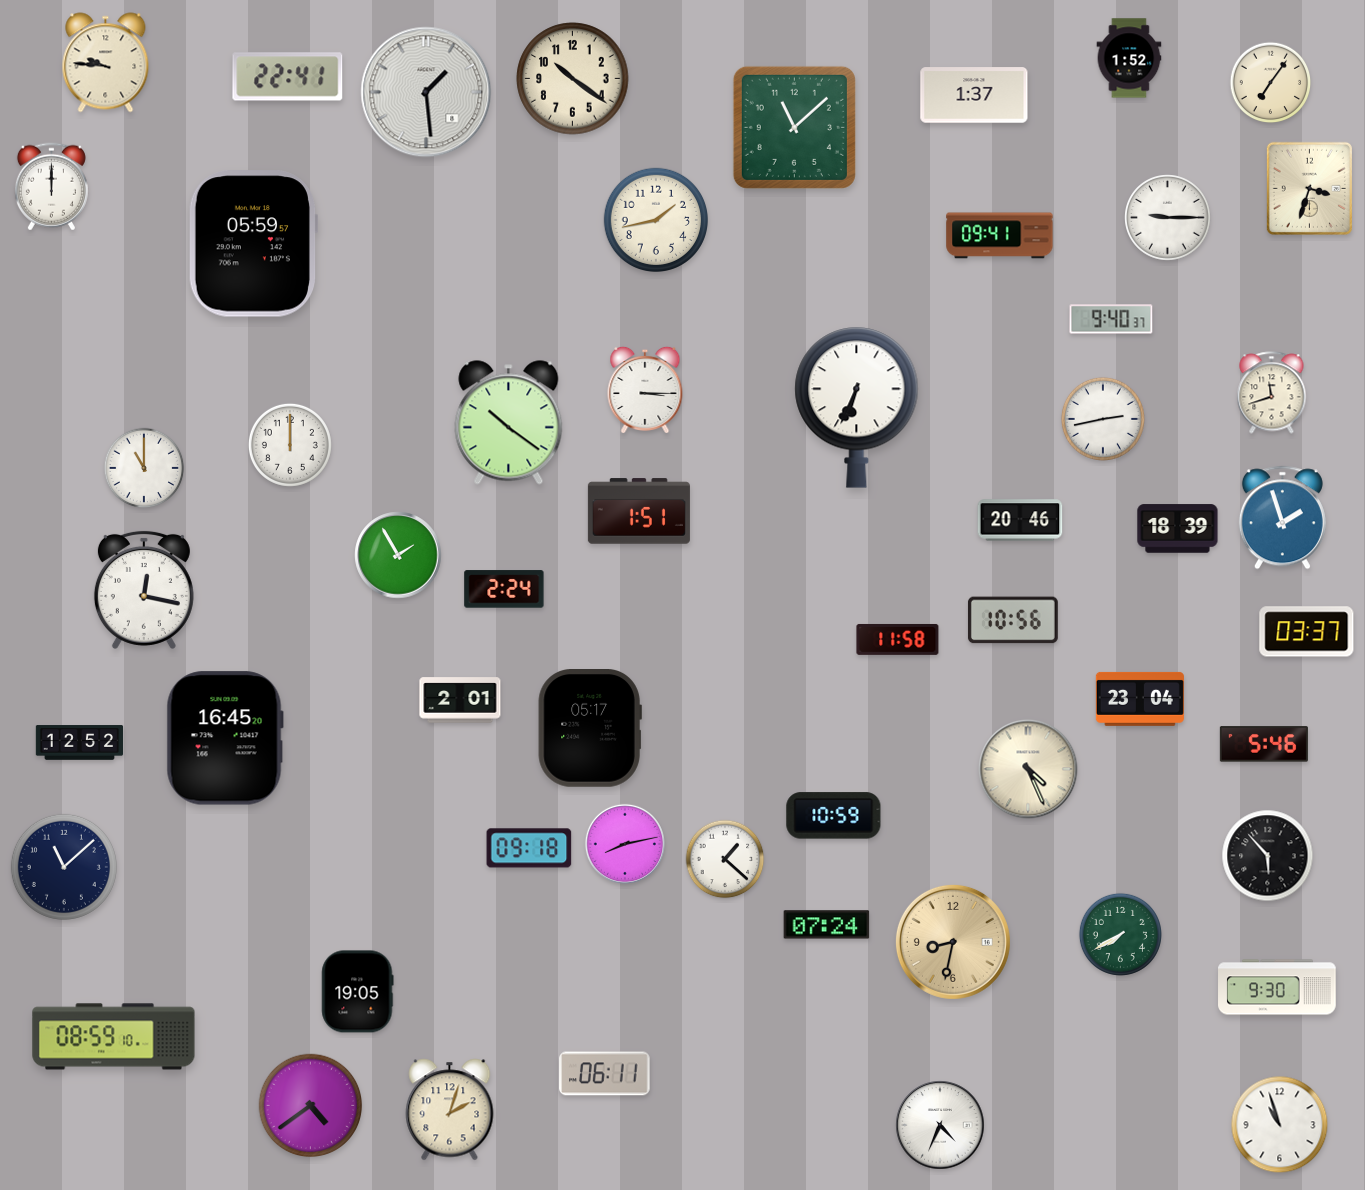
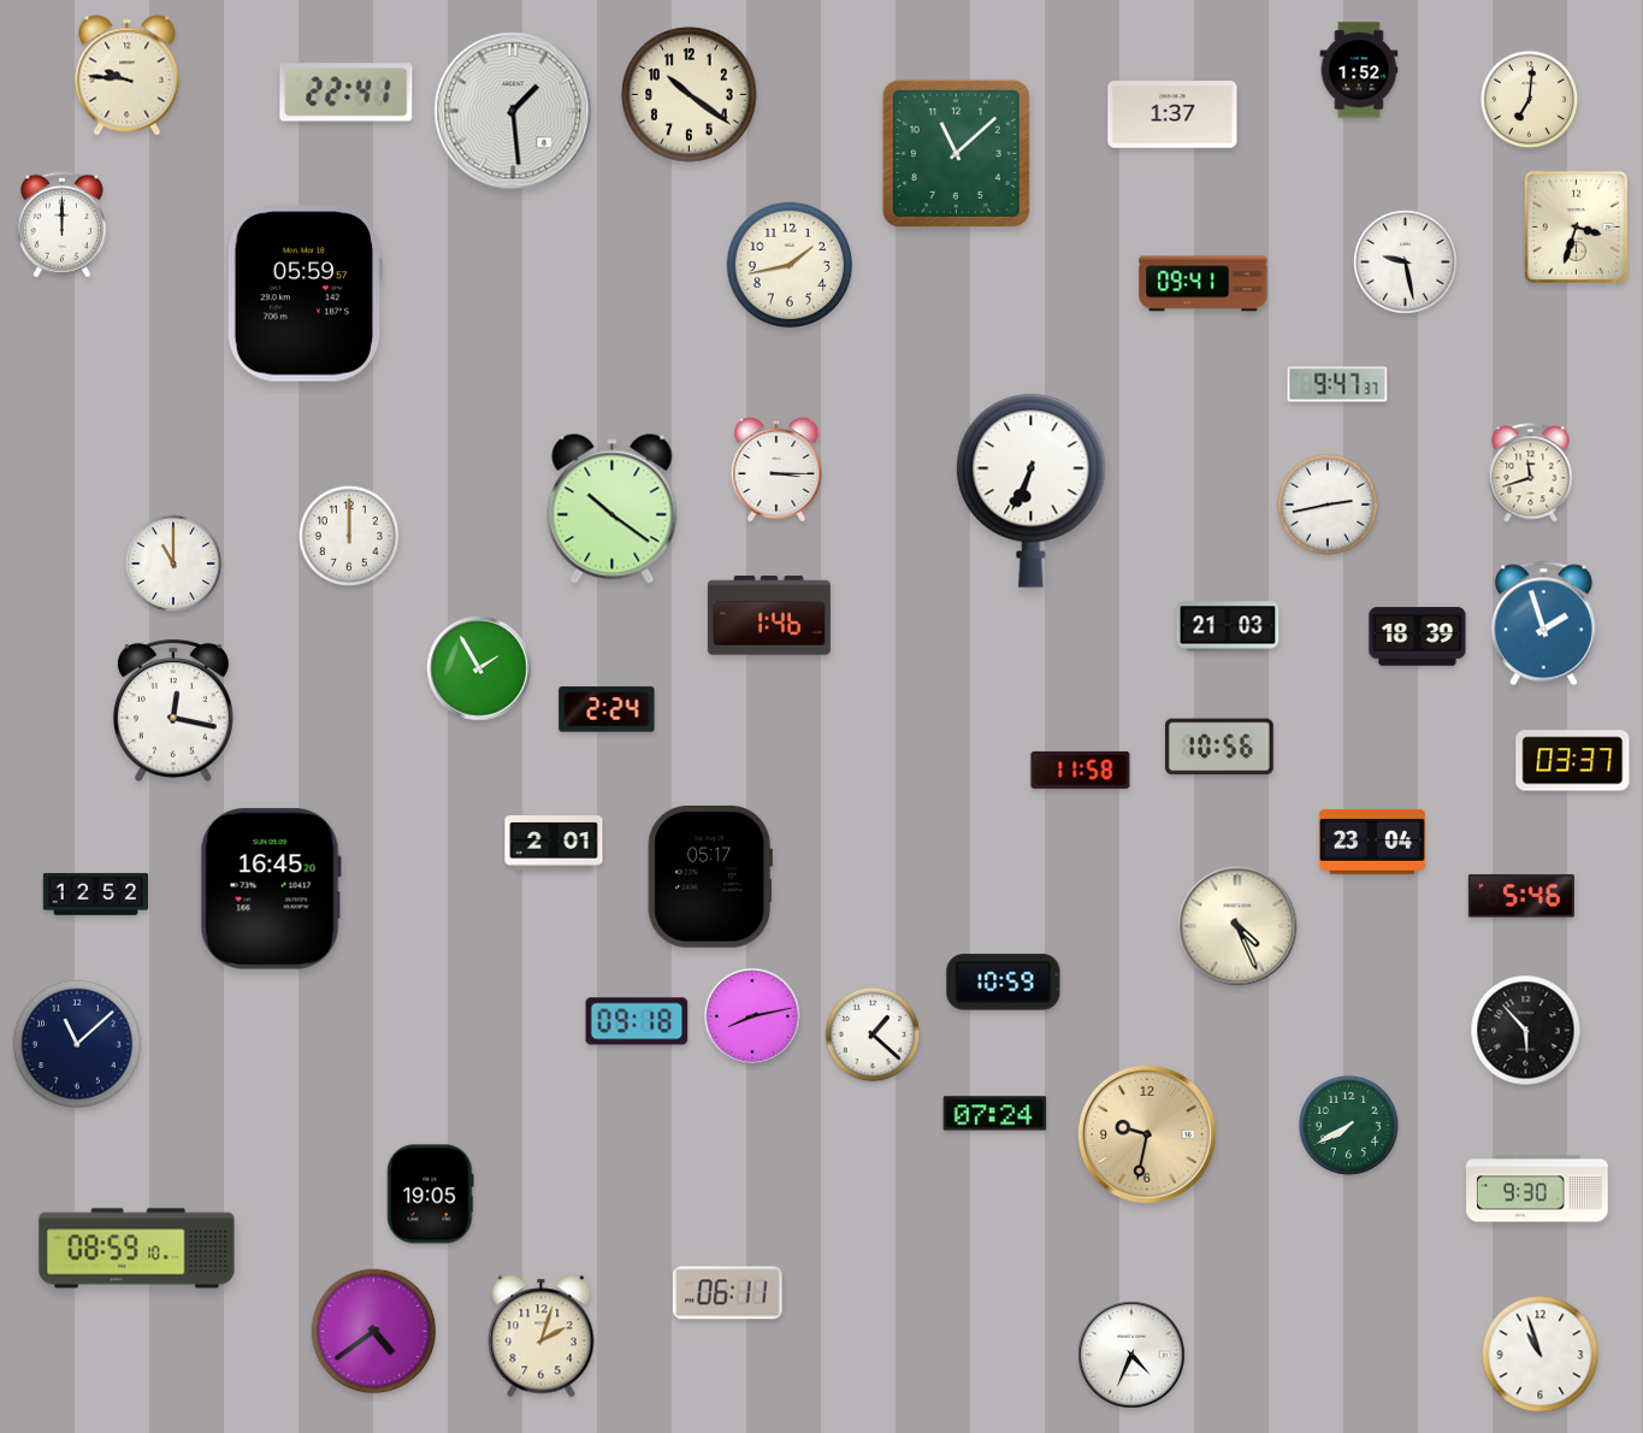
clock at (1271, 83): 7:06 -> 7:01
clock at (1168, 218): 9:15 -> 9:28
clock at (1111, 319): 9:40 -> 9:47
clock at (639, 511): 1:51 -> 1:46
clock at (1020, 520): 20:46 -> 21:03
clock at (953, 942): 8:32 -> 9:32
